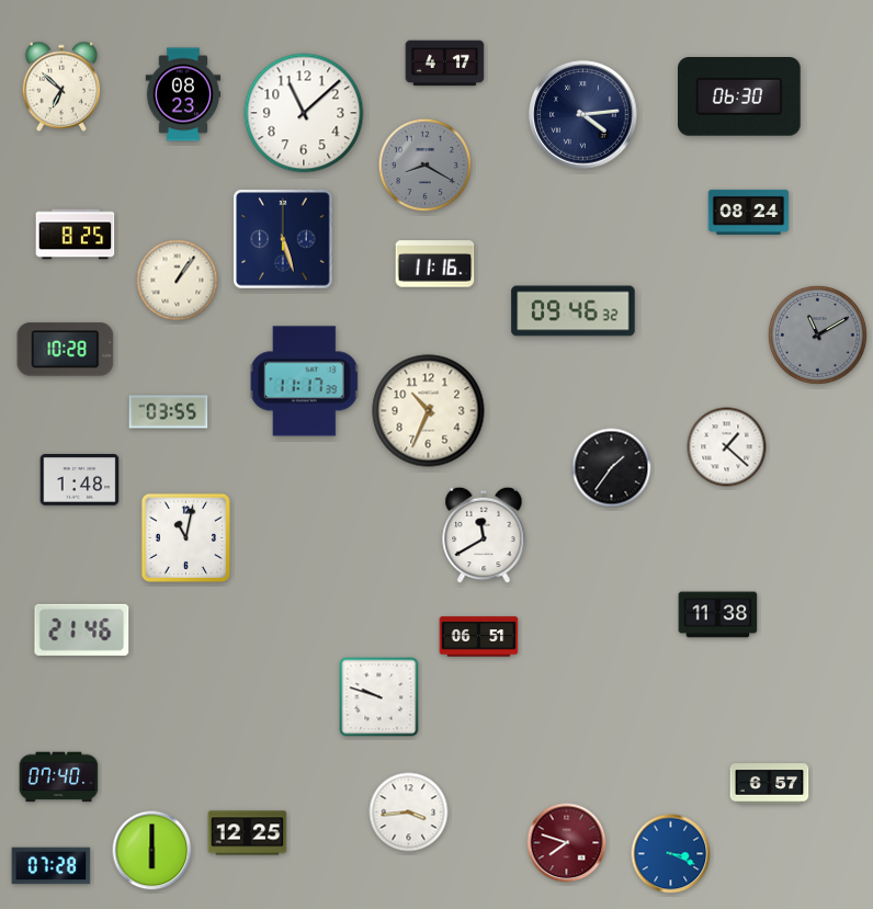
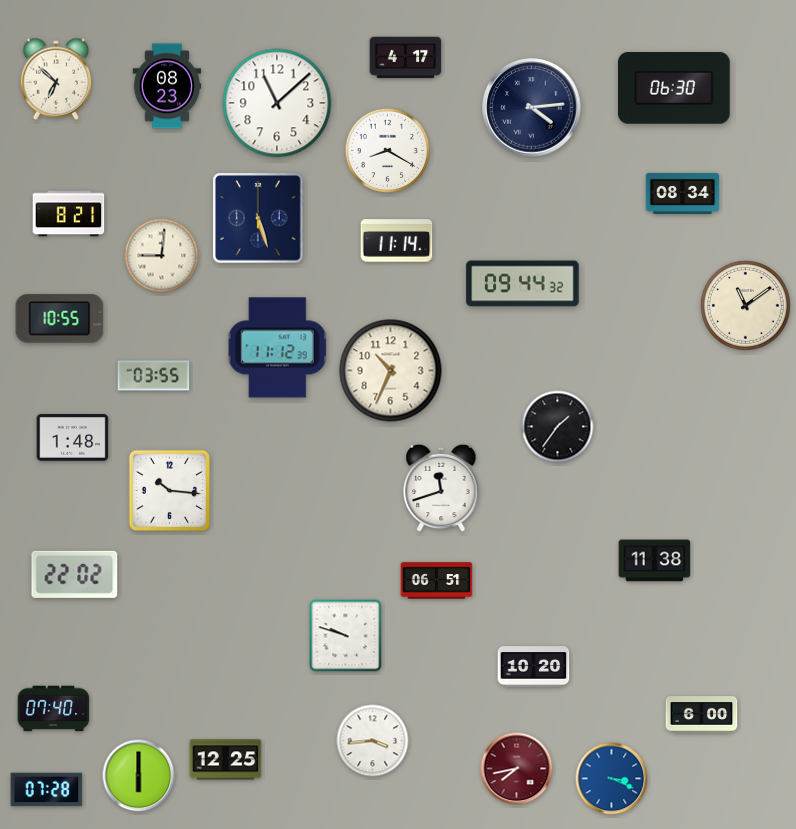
clock at (583, 115) position: (583, 115) -> (532, 108)
clock at (426, 166) dial: grey -> white
clock at (749, 212): 08:24 -> 08:34
clock at (76, 235): 8:25 -> 8:21
clock at (435, 264): 11:16 -> 11:14
clock at (178, 281): 1:06 -> 9:01
clock at (574, 311): 09:46 -> 09:44
clock at (817, 334): 11:10 -> 11:09
clock at (817, 334) dial: grey -> cream
clock at (66, 350): 10:28 -> 10:55
clock at (305, 382): 11:17 -> 11:12
clock at (429, 411) position: (429, 411) -> (391, 371)
clock at (727, 447): 1:22 -> none
clock at (484, 535): 11:40 -> 11:42
clock at (185, 537): 11:02 -> 10:16
clock at (82, 629): 21:46 -> 22:02
clock at (534, 667): none -> 10:20
clock at (770, 784): 6:57 -> 6:00
clock at (567, 843): 7:48 -> 7:43
